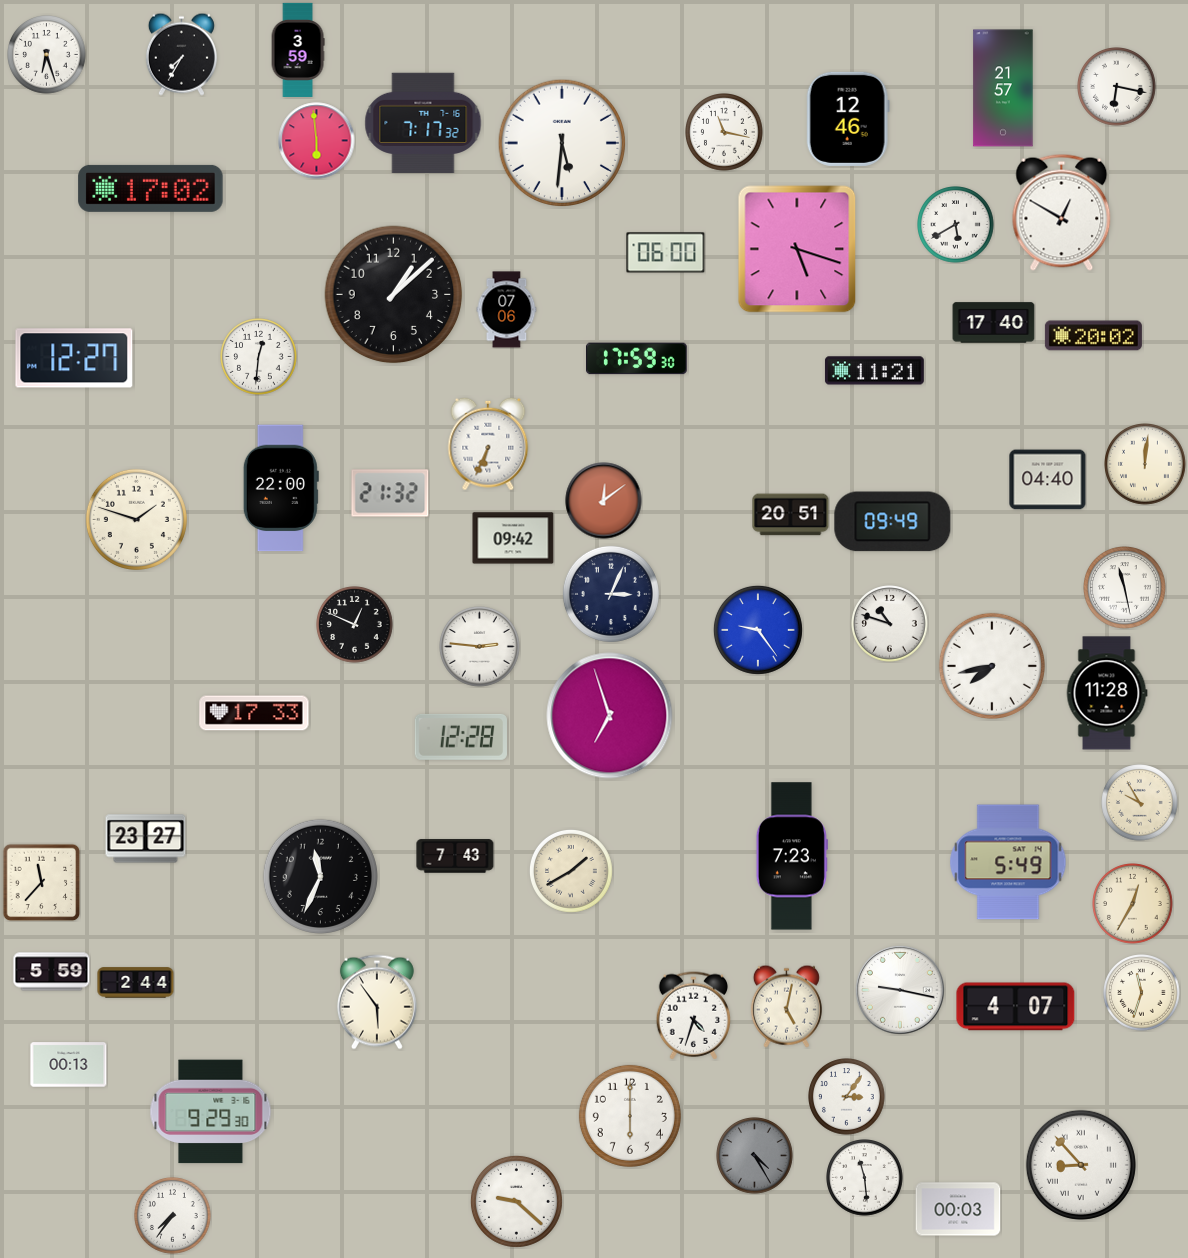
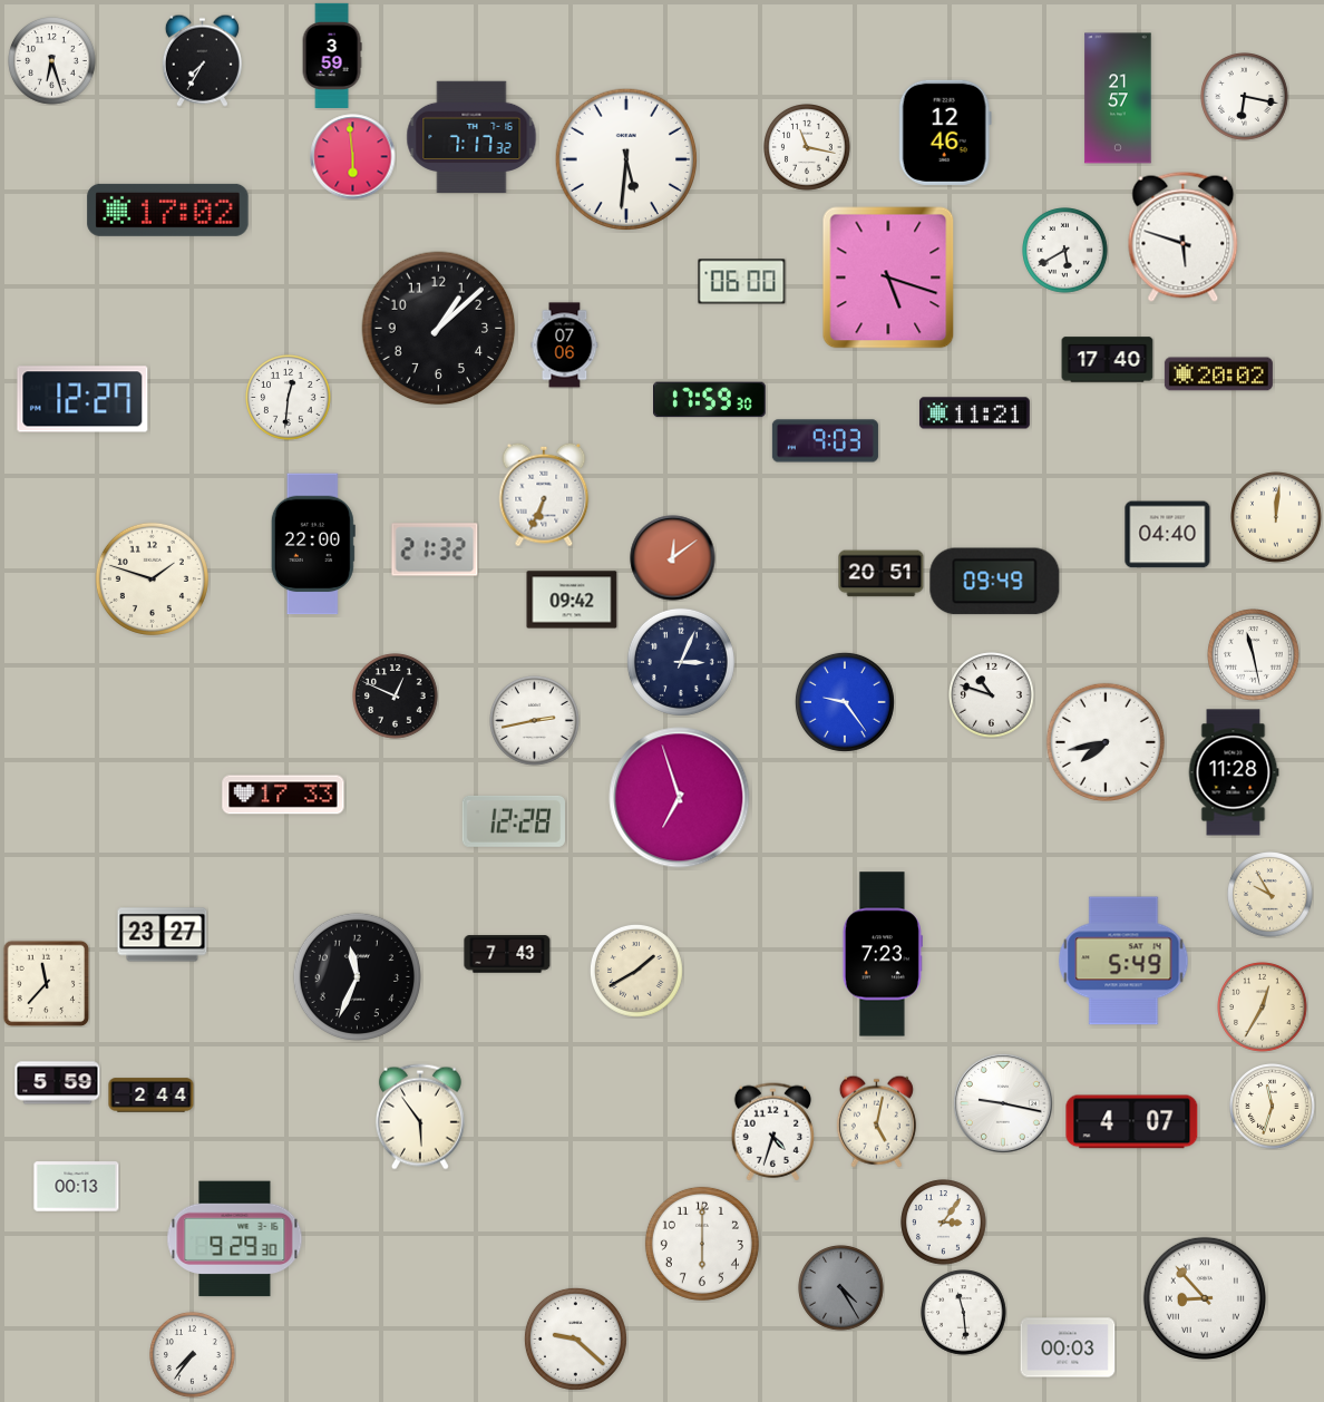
clock at (1062, 212): 12:50 -> 5:48
clock at (825, 441): none -> 9:03
clock at (480, 647): 2:46 -> 2:43
